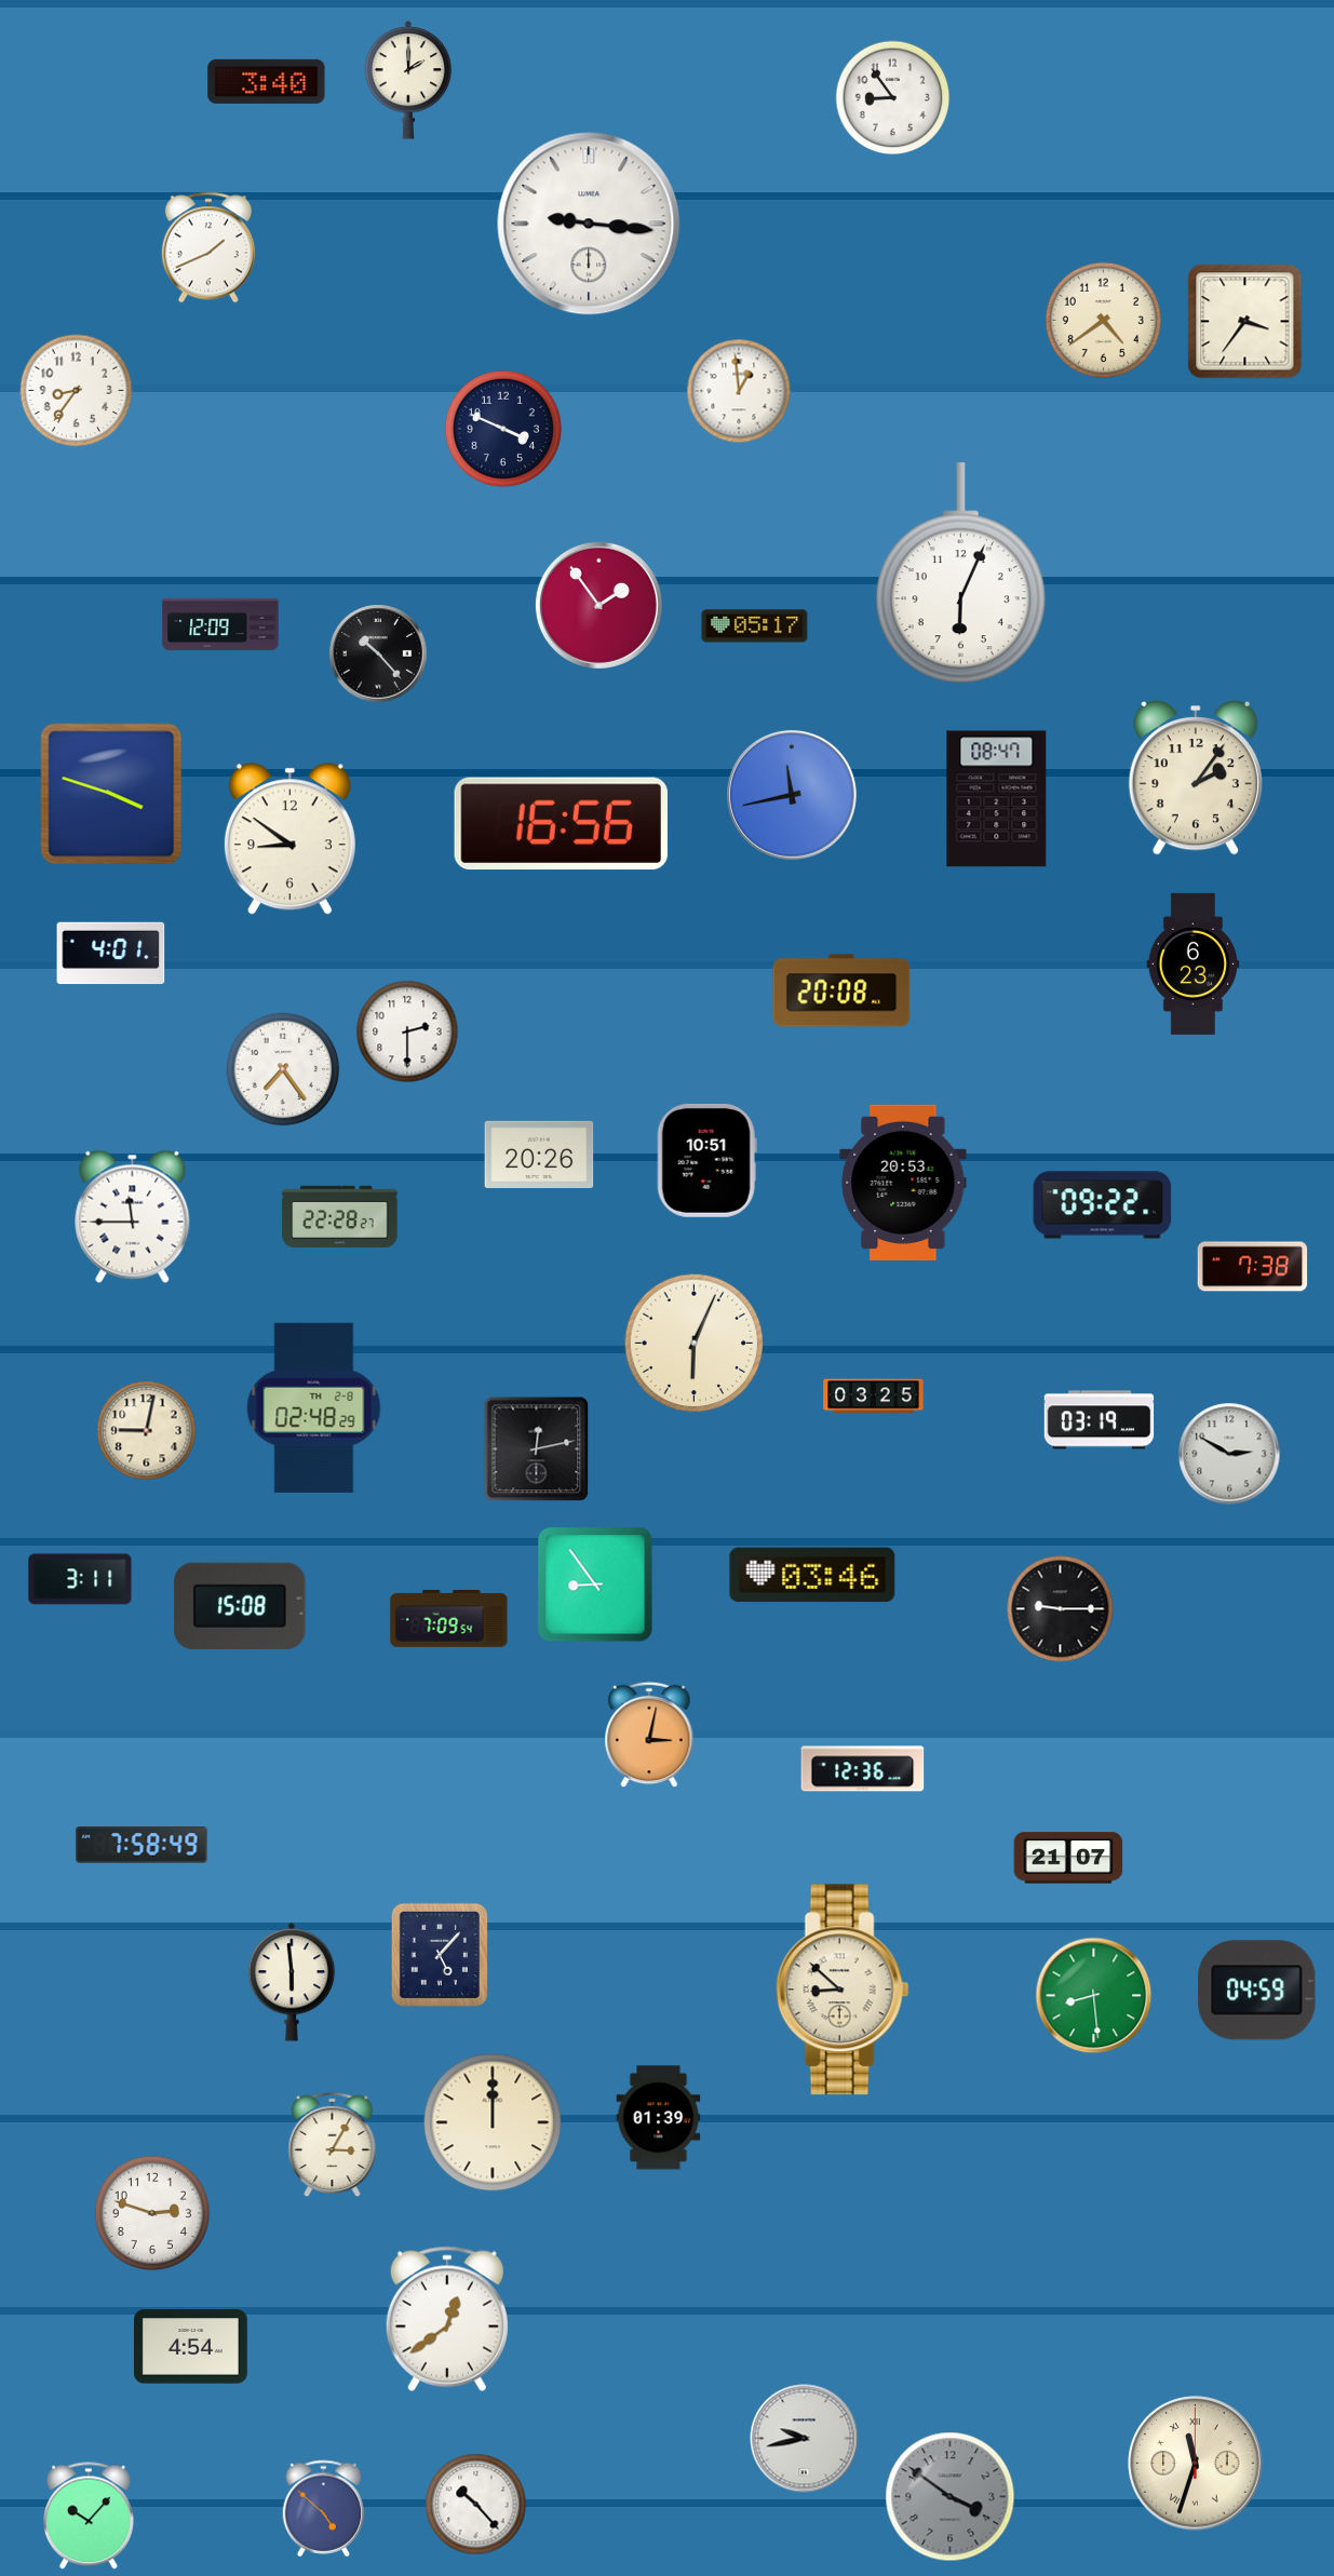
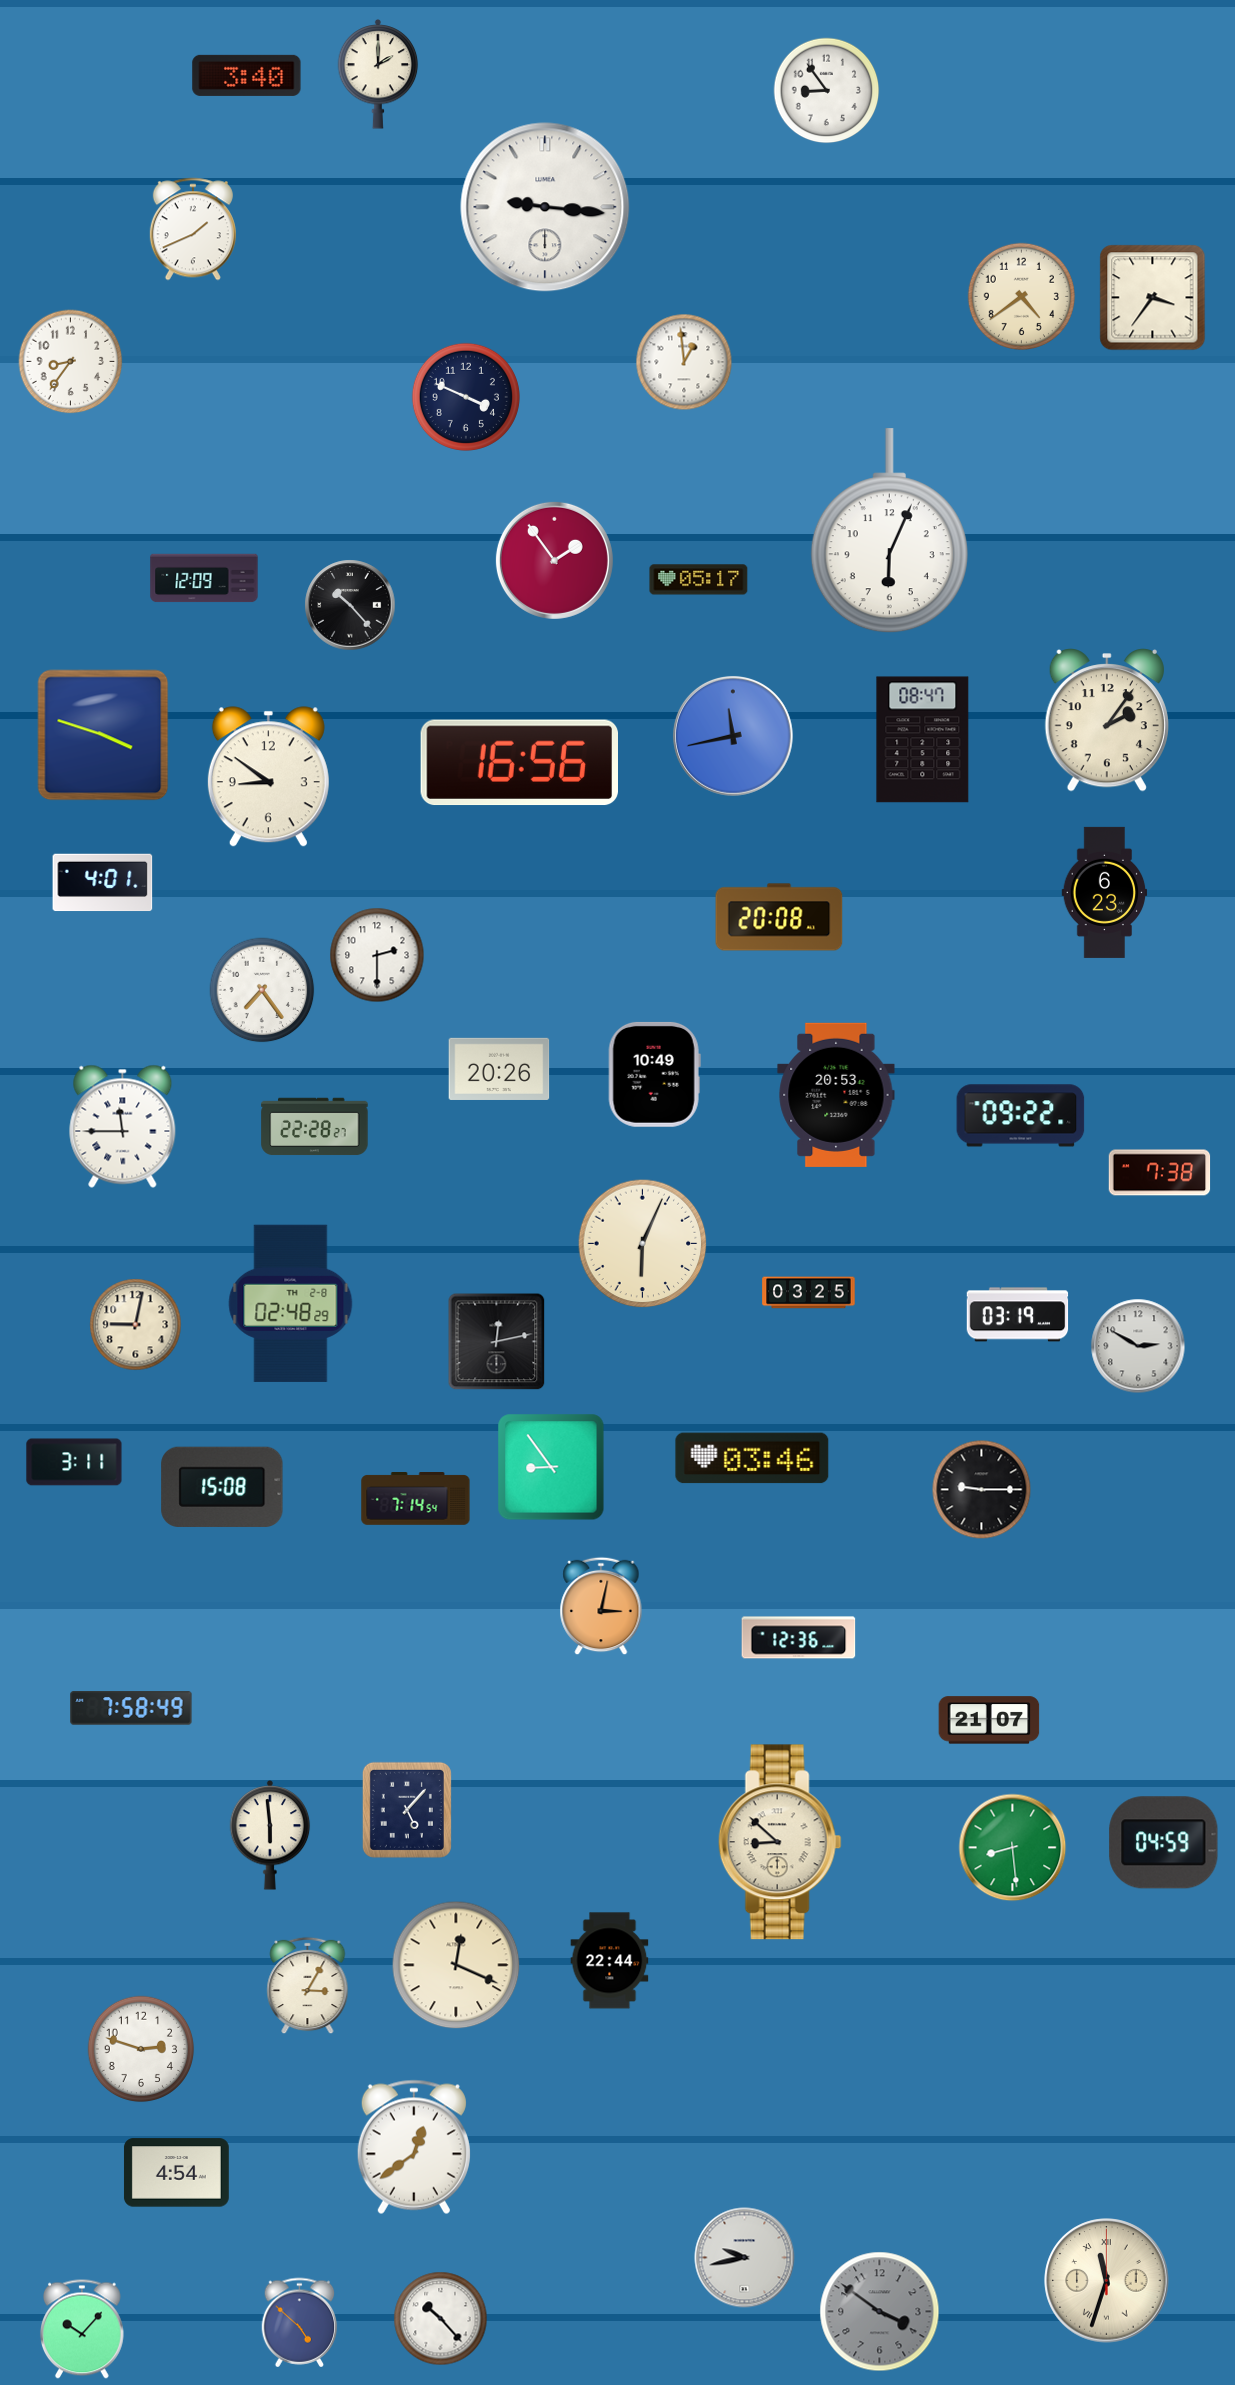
clock at (706, 1160): 10:51 -> 10:49
clock at (449, 1619): 7:09 -> 7:14
clock at (659, 2118): 01:39 -> 22:44
clock at (493, 2122): 12:00 -> 12:19
